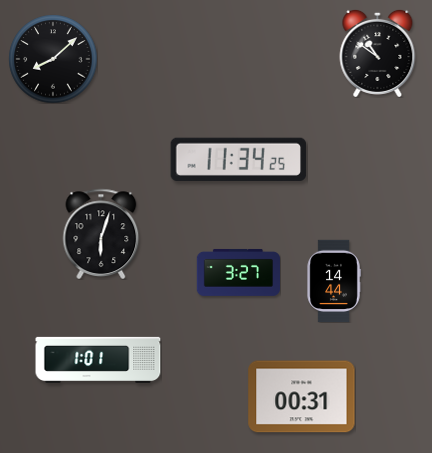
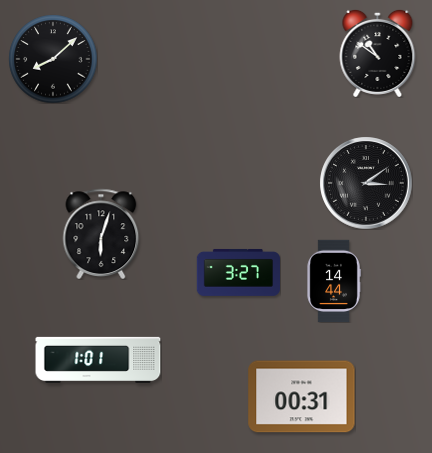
clock at (239, 159): 11:34 -> none
clock at (366, 183): none -> 3:09
